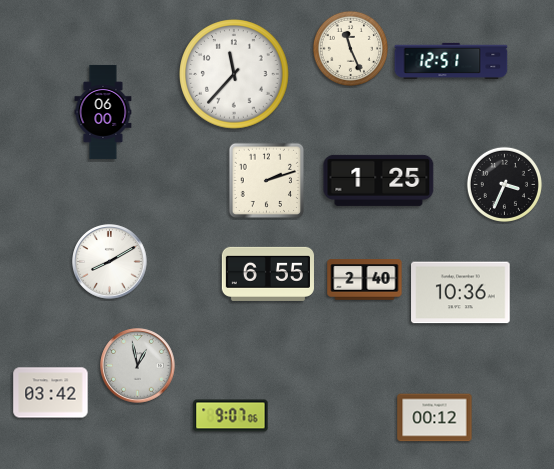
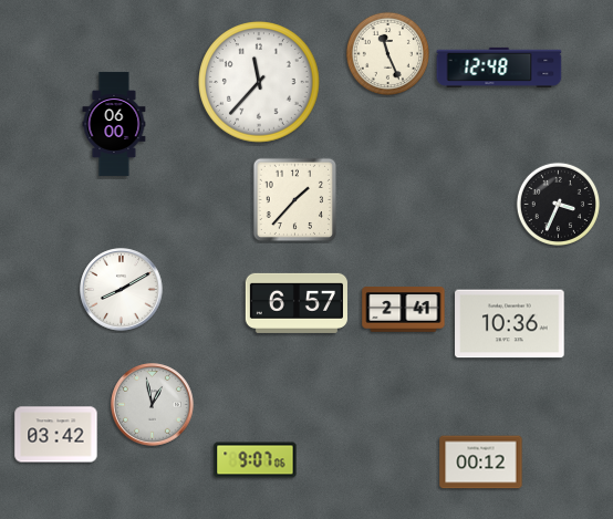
clock at (451, 61): 12:51 -> 12:48
clock at (379, 180): 1:25 -> none
clock at (267, 181): 2:12 -> 1:37
clock at (267, 274): 6:55 -> 6:57
clock at (365, 280): 2:40 -> 2:41
